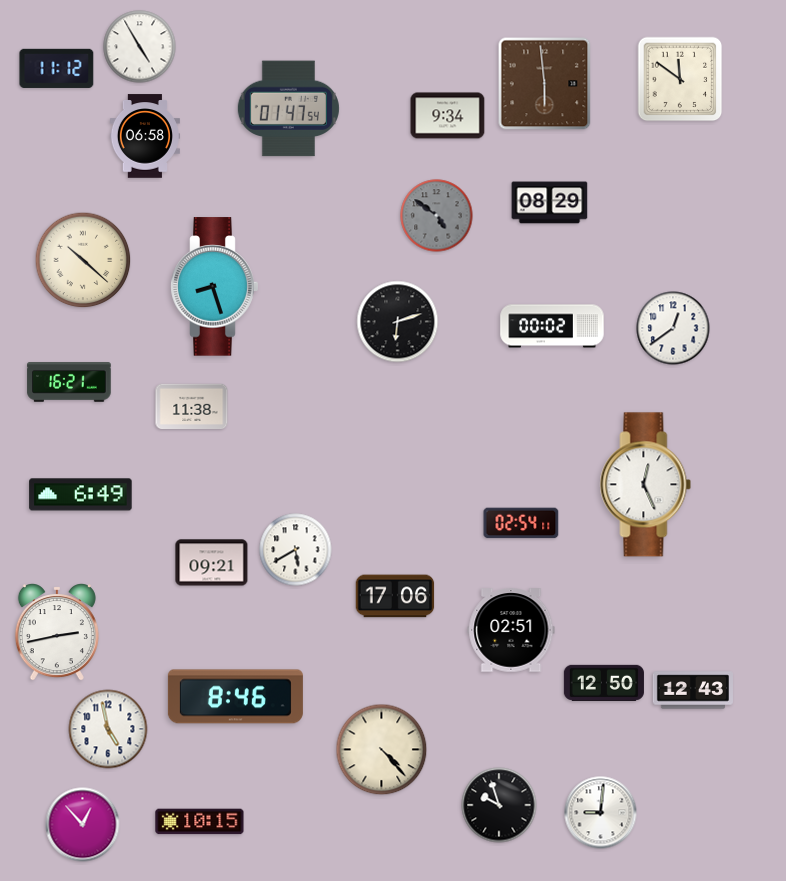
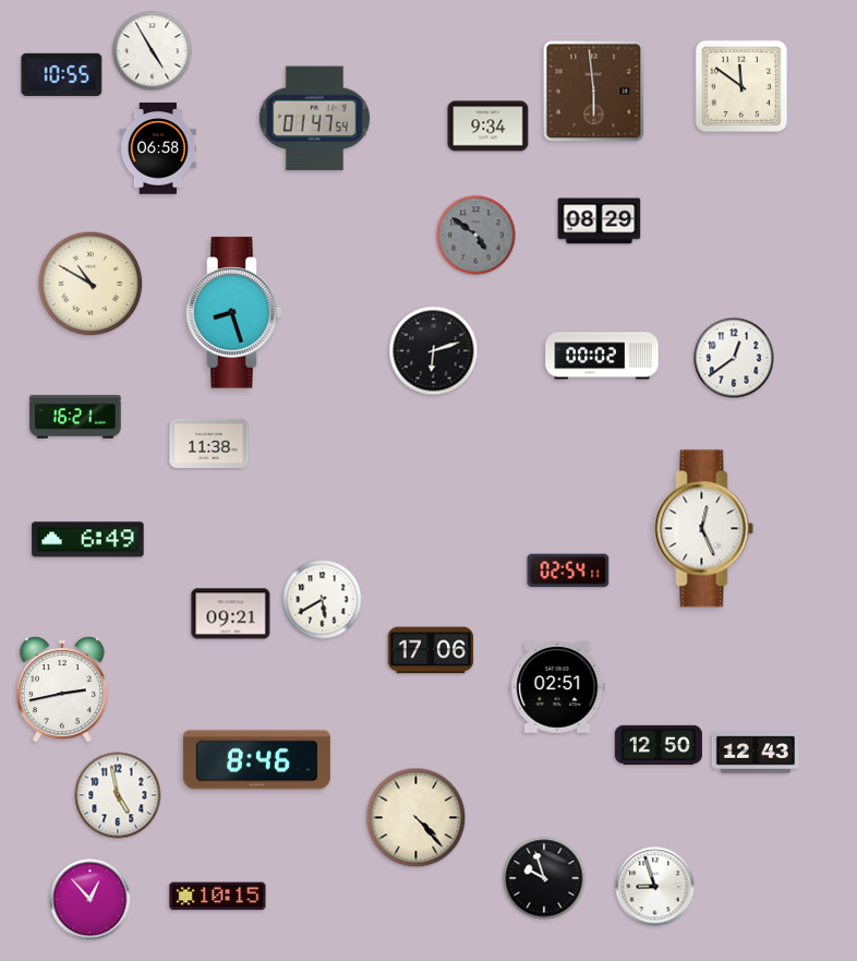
clock at (57, 68): 11:12 -> 10:55
clock at (83, 260): 10:22 -> 10:50
clock at (601, 813): 9:01 -> 8:57
